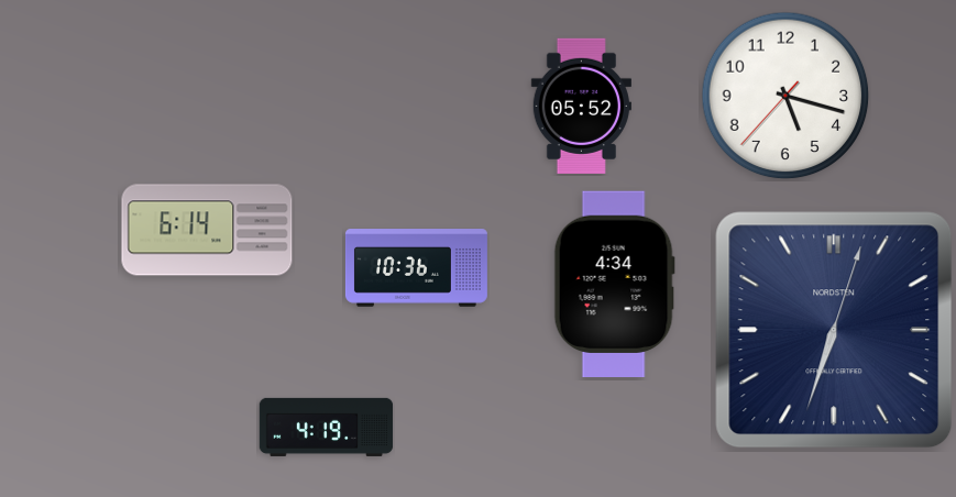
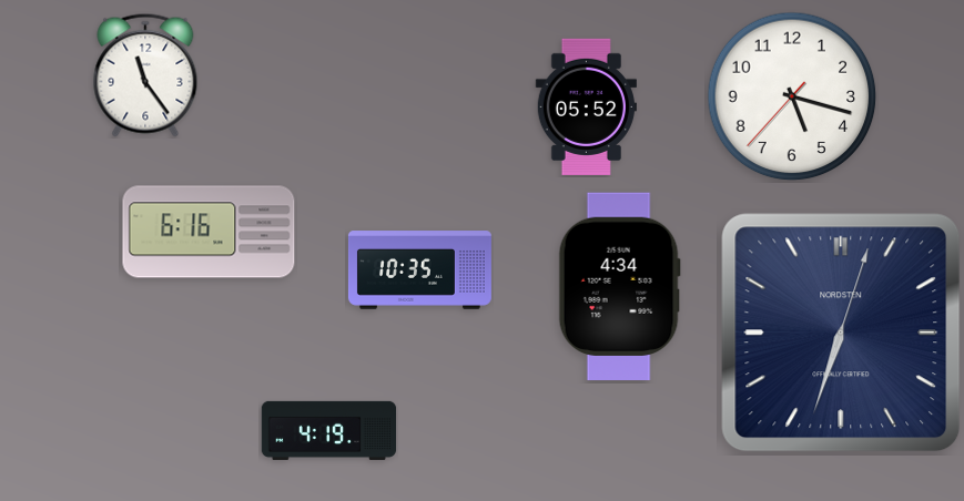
clock at (145, 75): none -> 11:24
clock at (207, 230): 6:14 -> 6:16
clock at (416, 268): 10:36 -> 10:35
